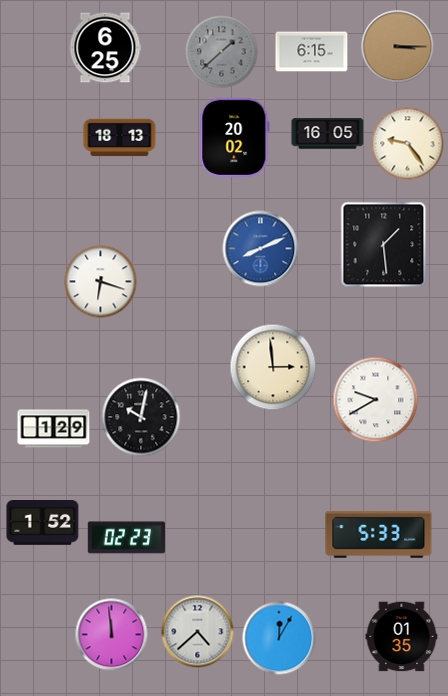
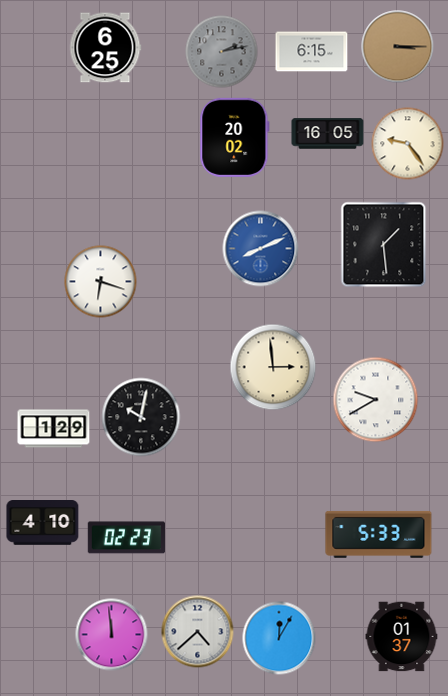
clock at (222, 52): 1:38 -> 2:13
clock at (120, 138): 18:13 -> none
clock at (43, 523): 1:52 -> 4:10
clock at (402, 637): 01:35 -> 01:37
